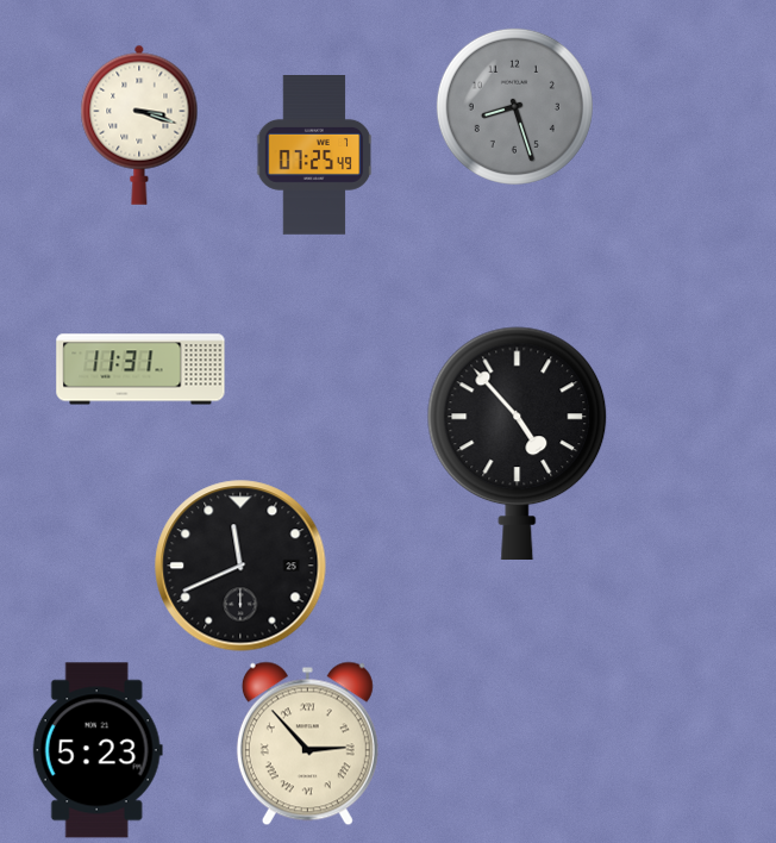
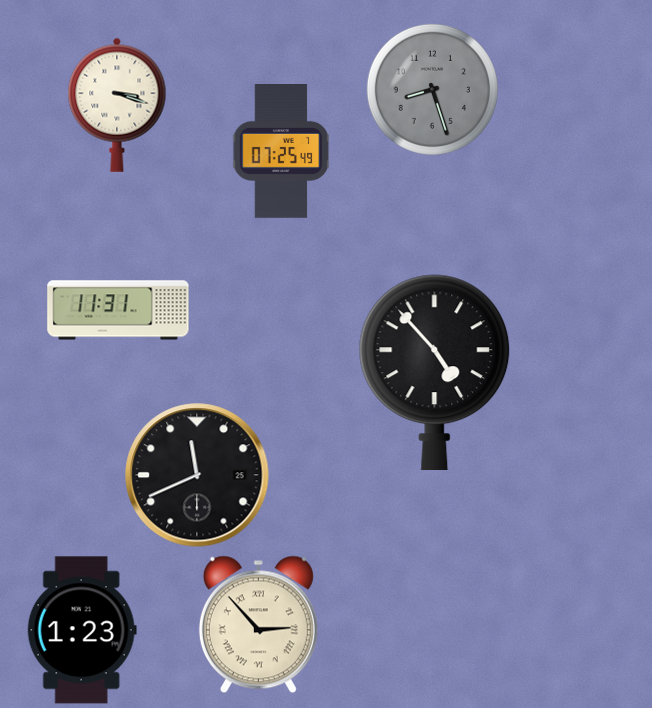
clock at (314, 155) position: (314, 155) -> (281, 151)
clock at (240, 566) position: (240, 566) -> (197, 475)
clock at (98, 750): 5:23 -> 1:23
